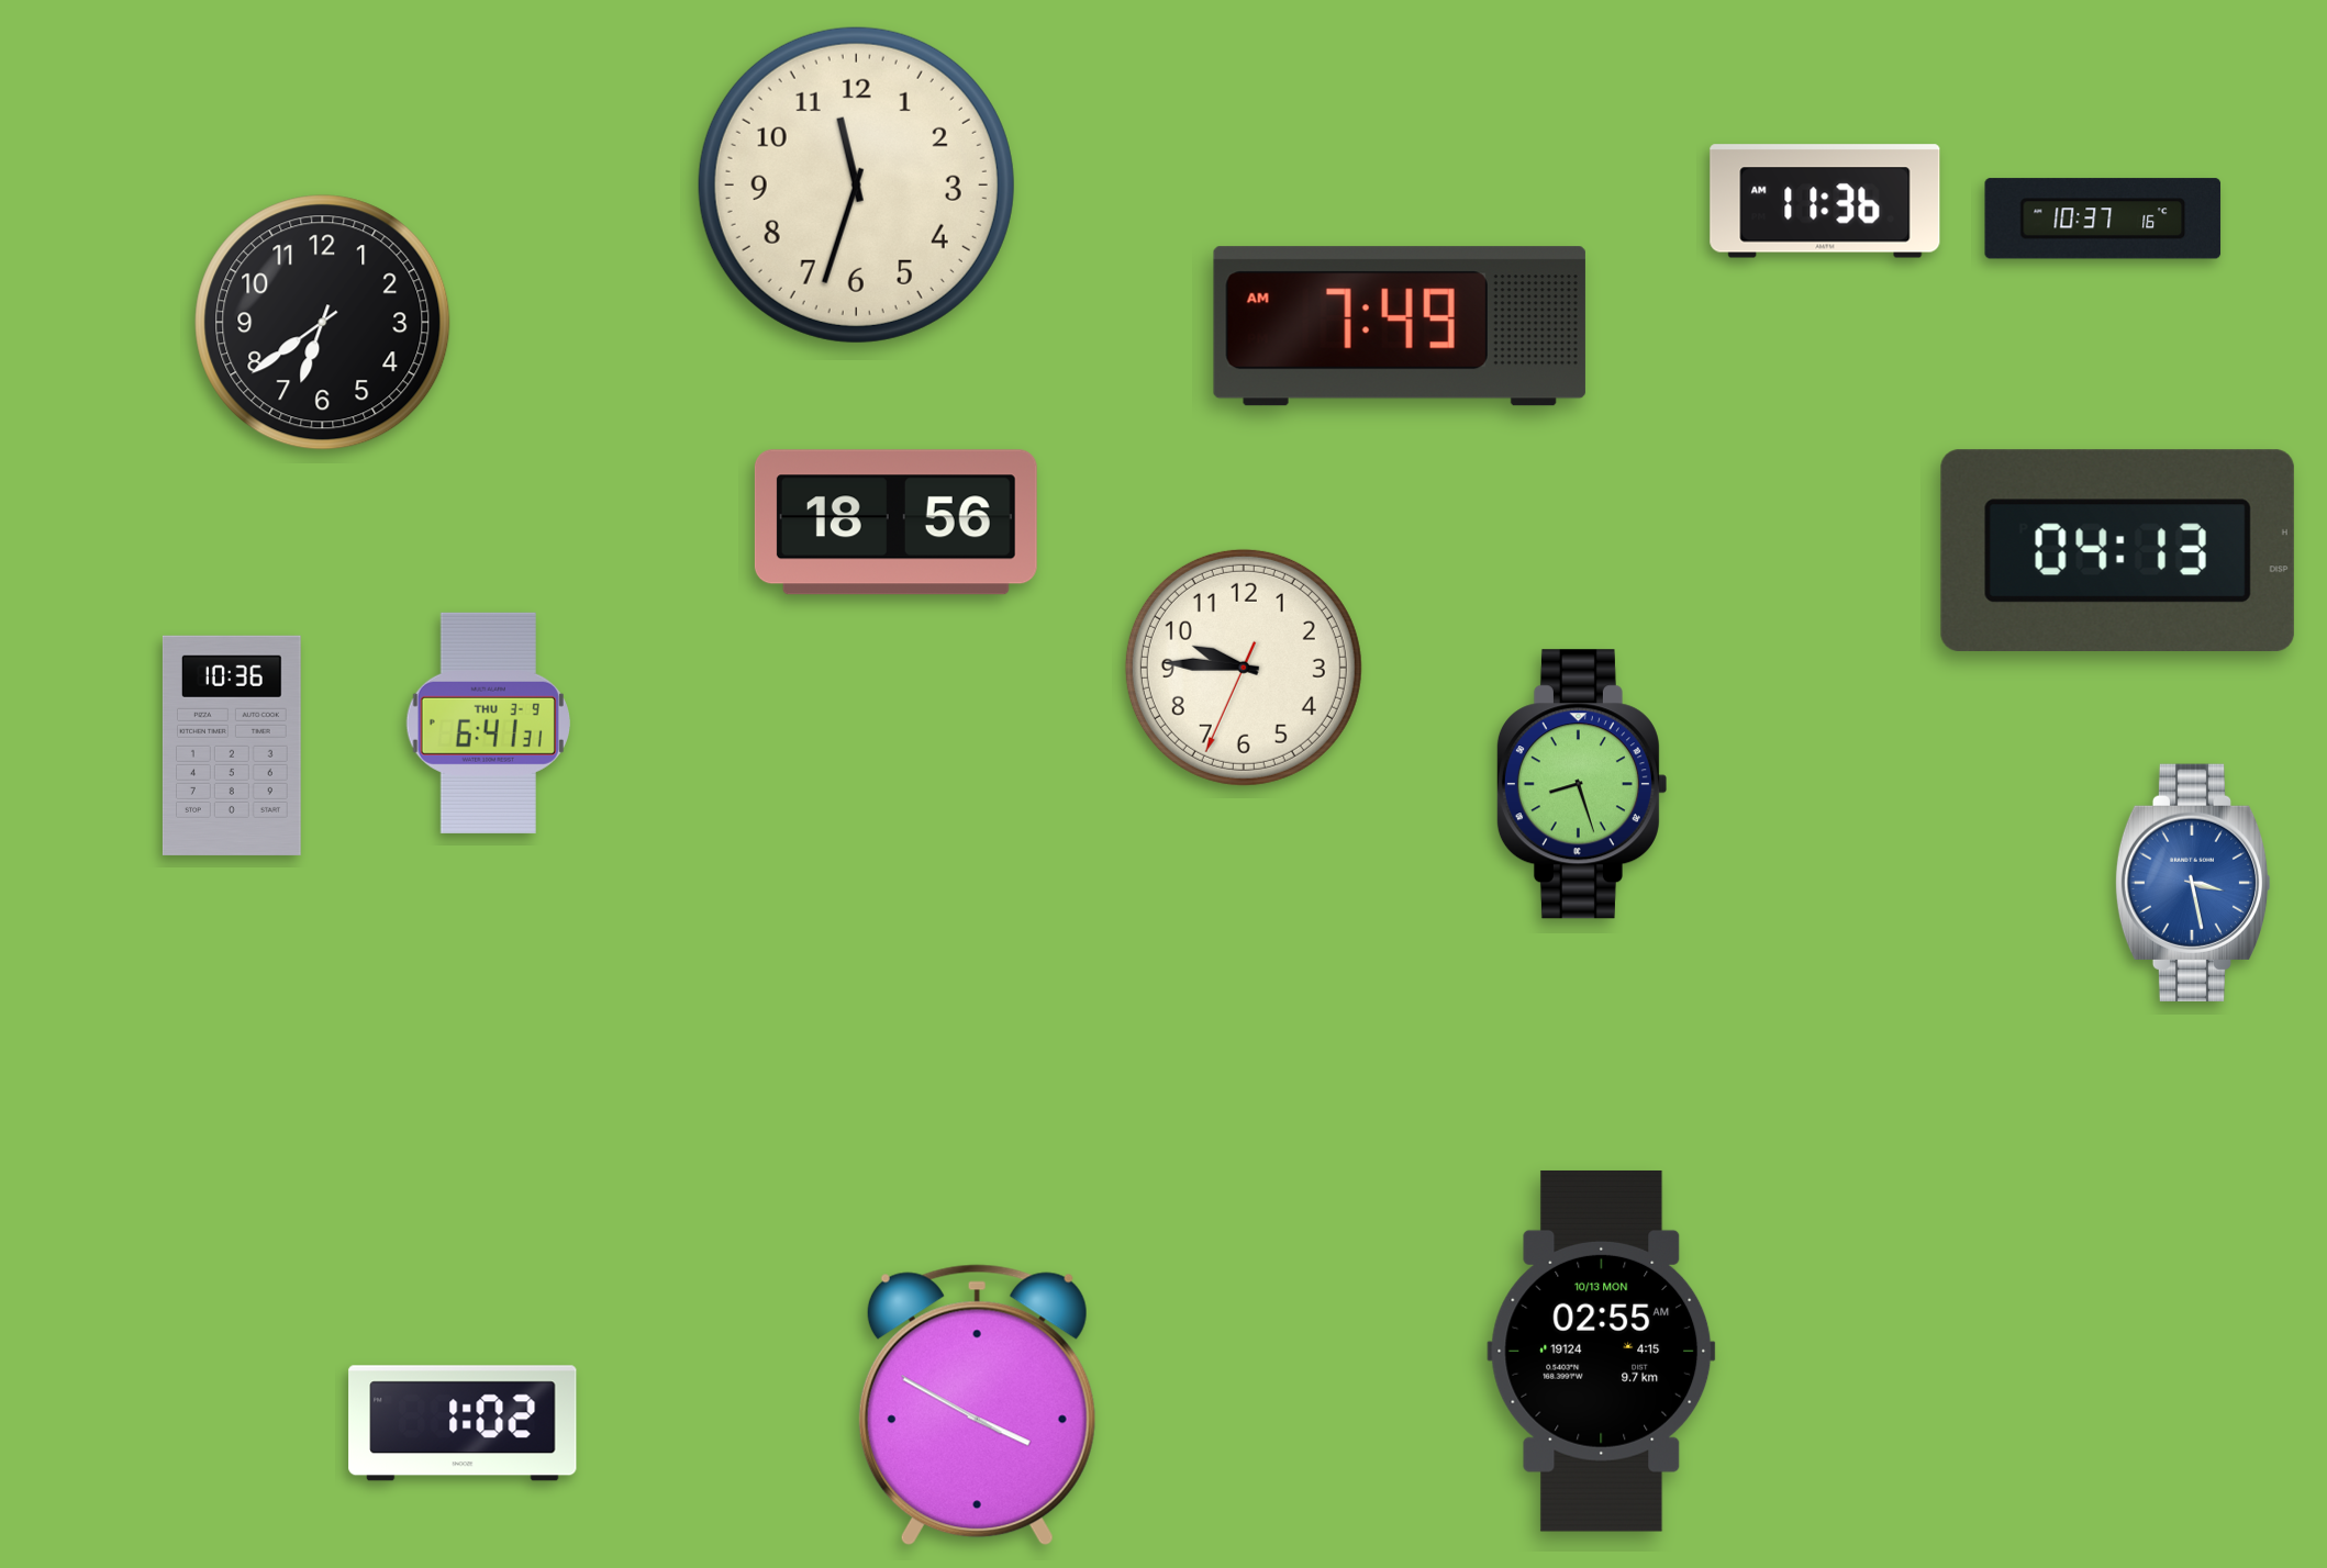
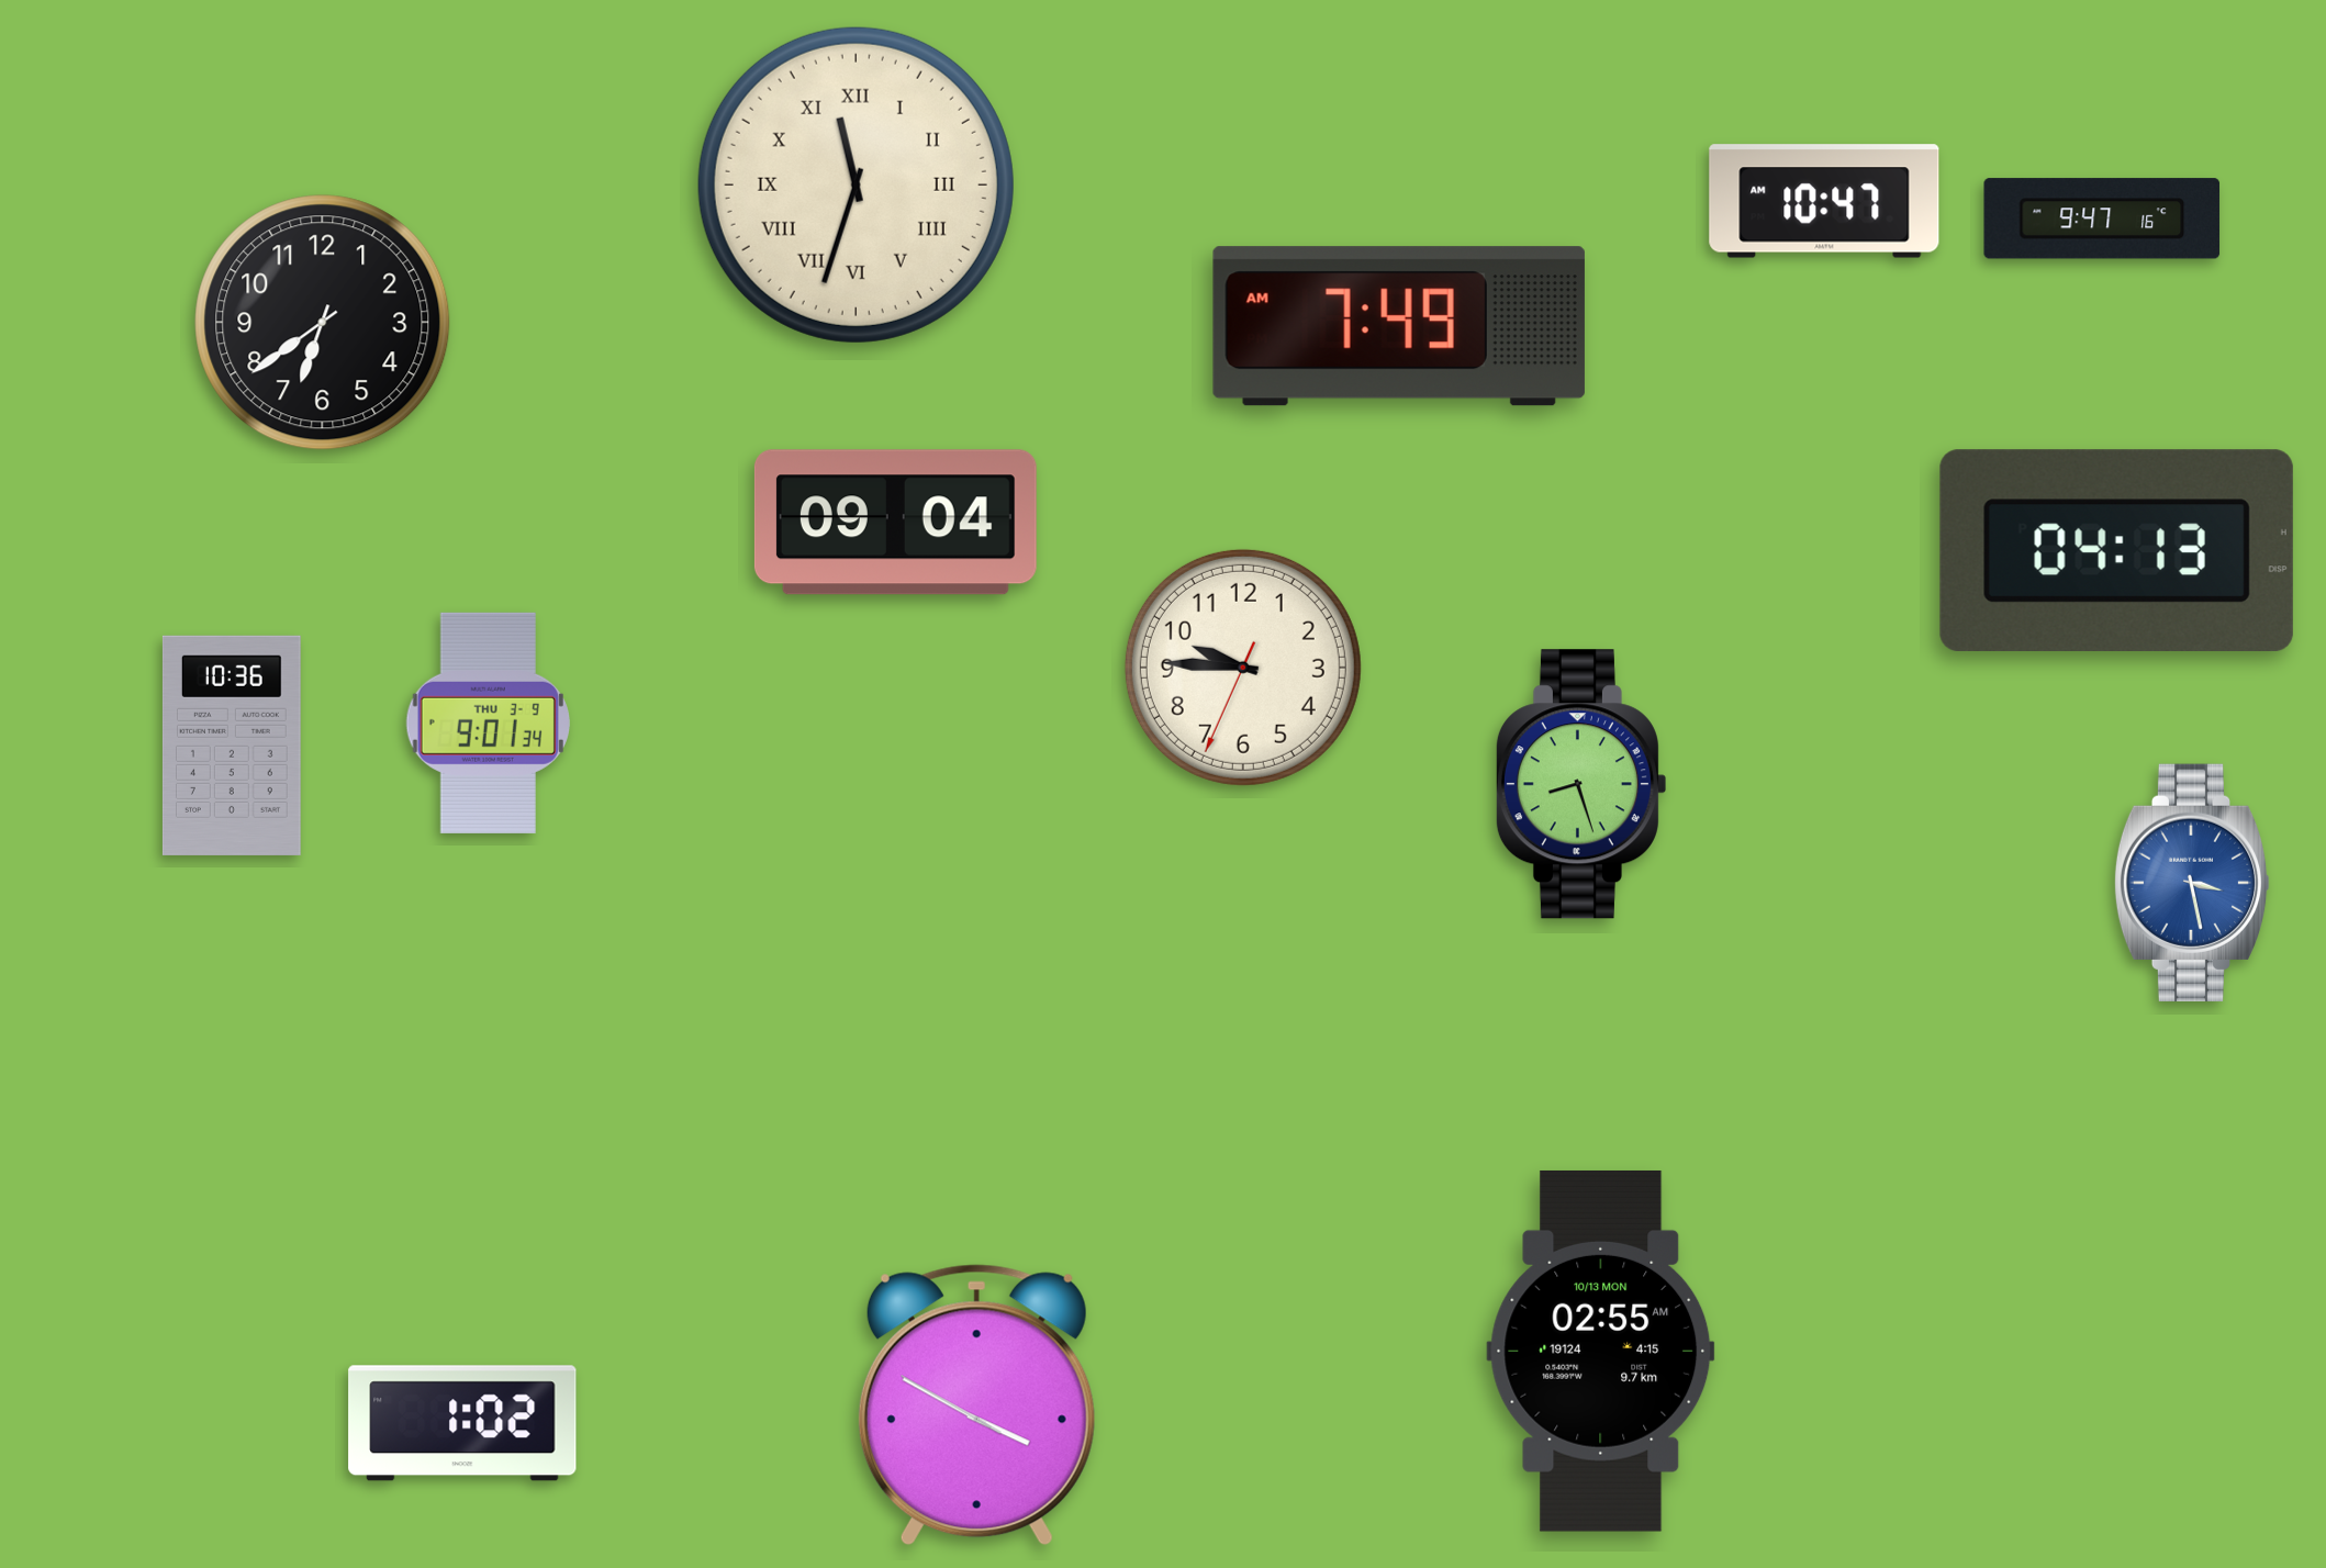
clock at (856, 184) numerals: Arabic -> Roman
clock at (1825, 201): 11:36 -> 10:47
clock at (2103, 219): 10:37 -> 9:47
clock at (895, 523): 18:56 -> 09:04
clock at (488, 723): 6:41 -> 9:01
